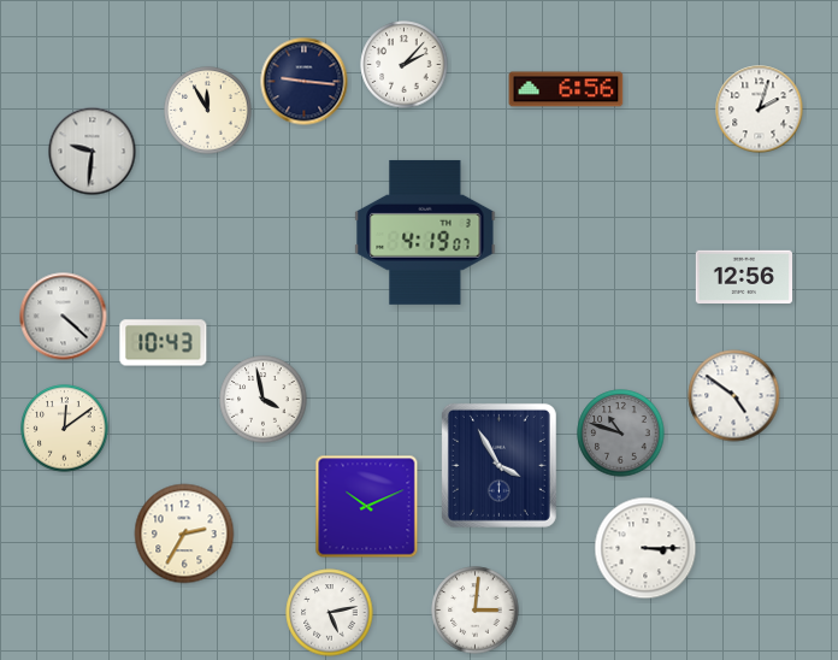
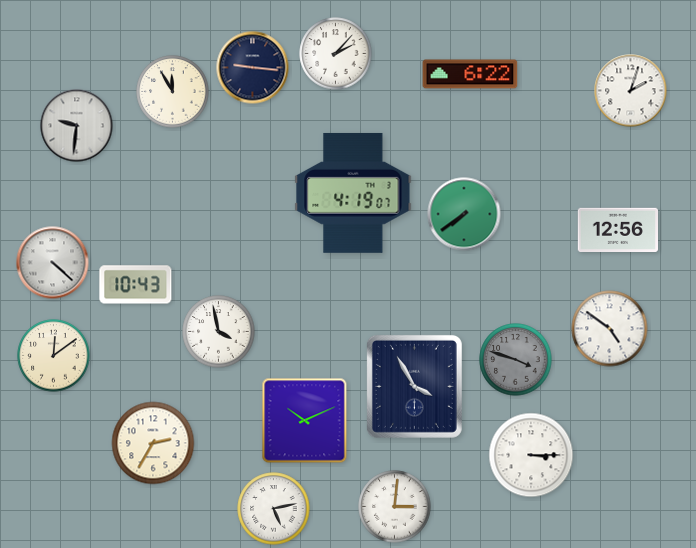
clock at (566, 89): 6:56 -> 6:22
clock at (464, 214): none -> 7:39
clock at (621, 434): 10:48 -> 3:48
clock at (645, 548) position: (645, 548) -> (531, 455)
